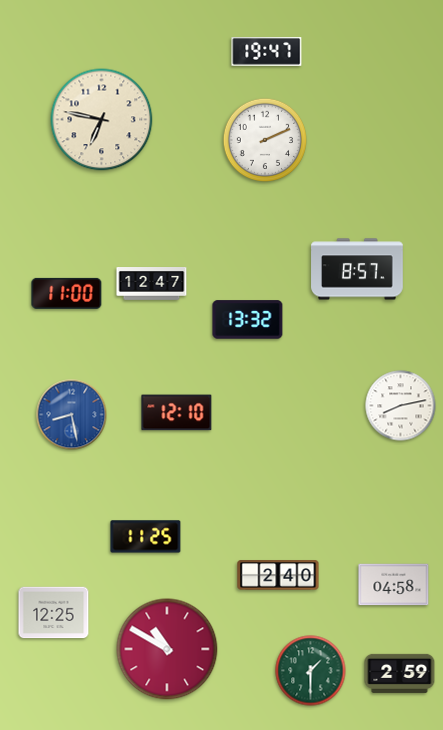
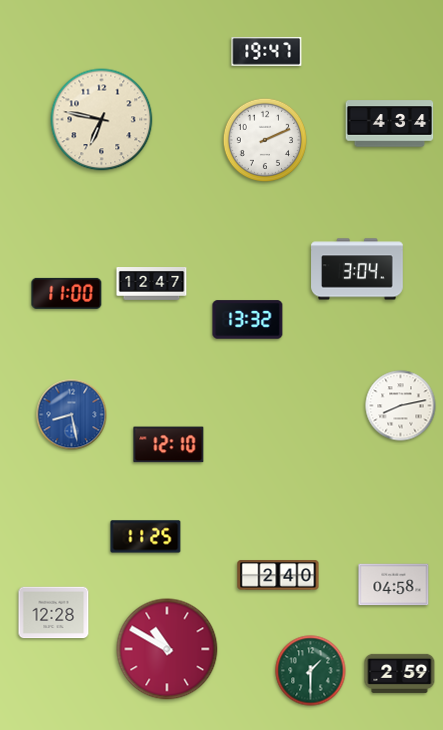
clock at (390, 124): none -> 4:34
clock at (357, 269): 8:57 -> 3:04
clock at (177, 413) position: (177, 413) -> (169, 445)
clock at (54, 613): 12:25 -> 12:28
